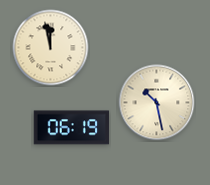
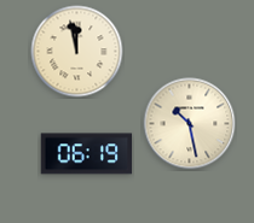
clock at (51, 48) position: (51, 48) -> (77, 52)
